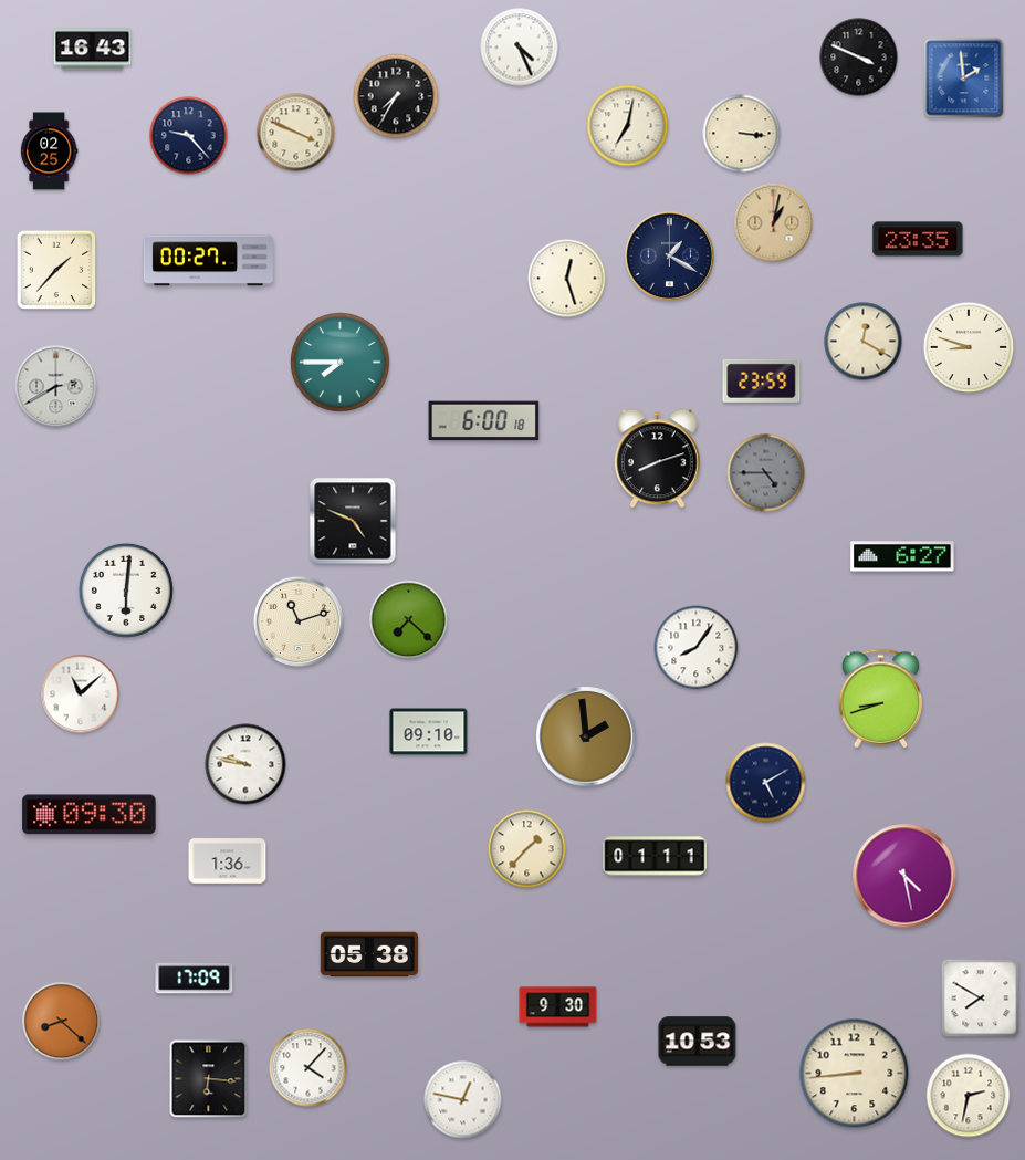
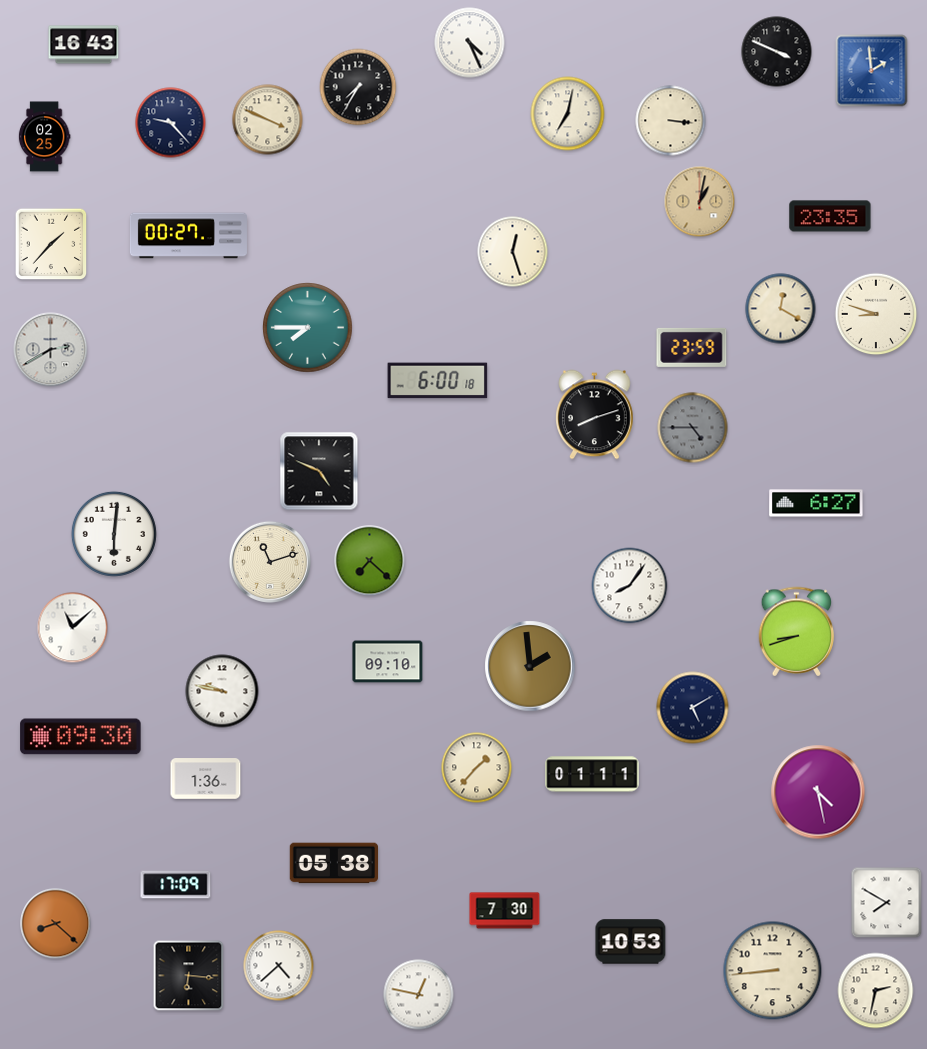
clock at (669, 255): 1:20 -> none
clock at (762, 380) position: (762, 380) -> (692, 347)
clock at (558, 1007): 9:30 -> 7:30
clock at (308, 1068): 4:07 -> 4:38
